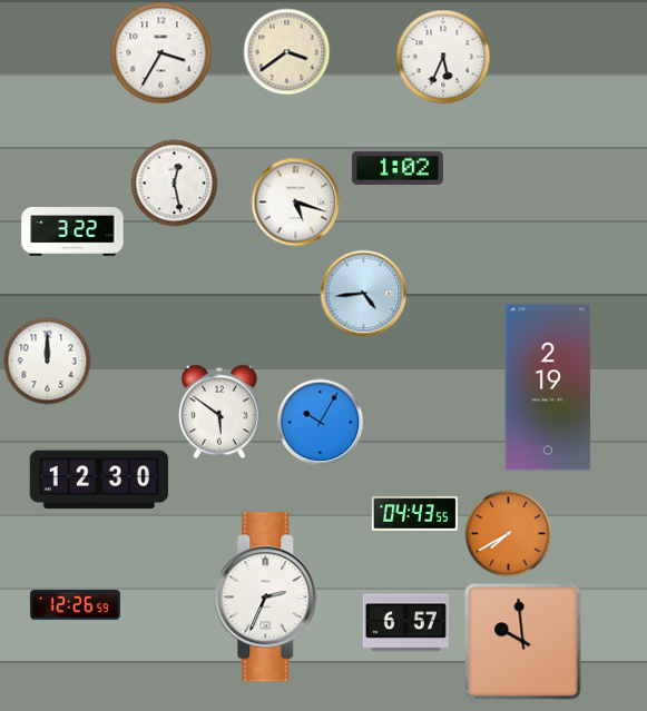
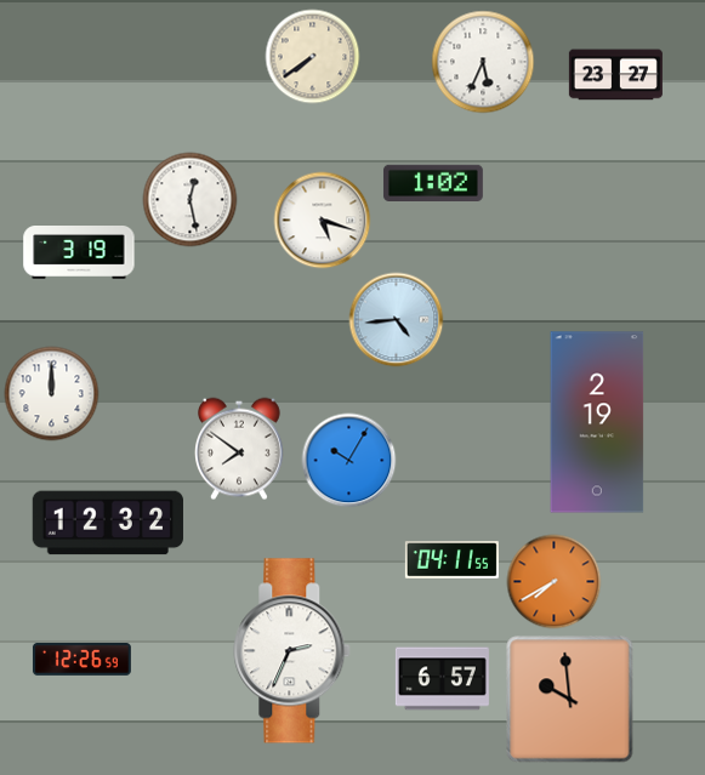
clock at (286, 51): 3:39 -> 7:39
clock at (160, 52): 3:35 -> none
clock at (615, 75): none -> 23:27
clock at (72, 233): 3:22 -> 3:19
clock at (220, 412): 5:51 -> 7:51
clock at (98, 480): 12:30 -> 12:32
clock at (414, 514): 04:43 -> 04:11
